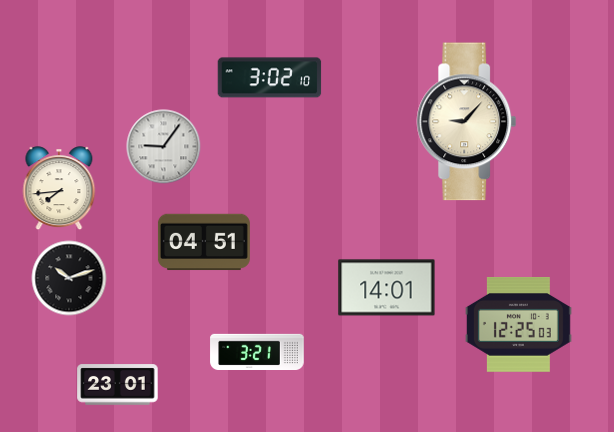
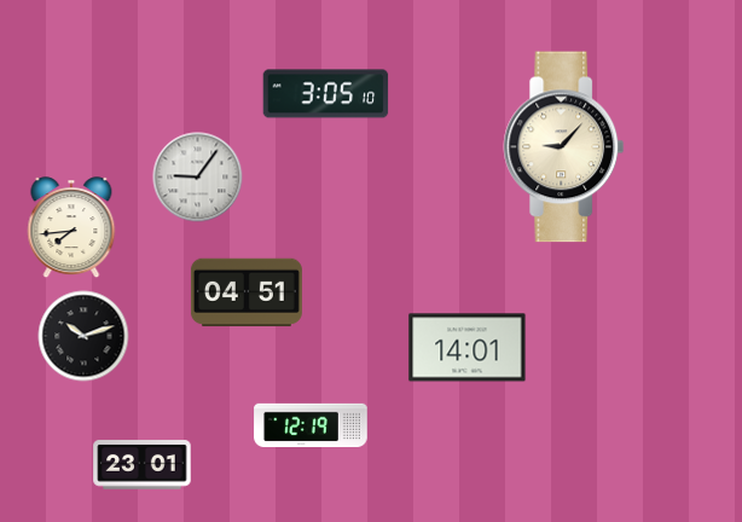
clock at (270, 78): 3:02 -> 3:05
clock at (518, 325): 12:25 -> none
clock at (257, 352): 3:21 -> 12:19
